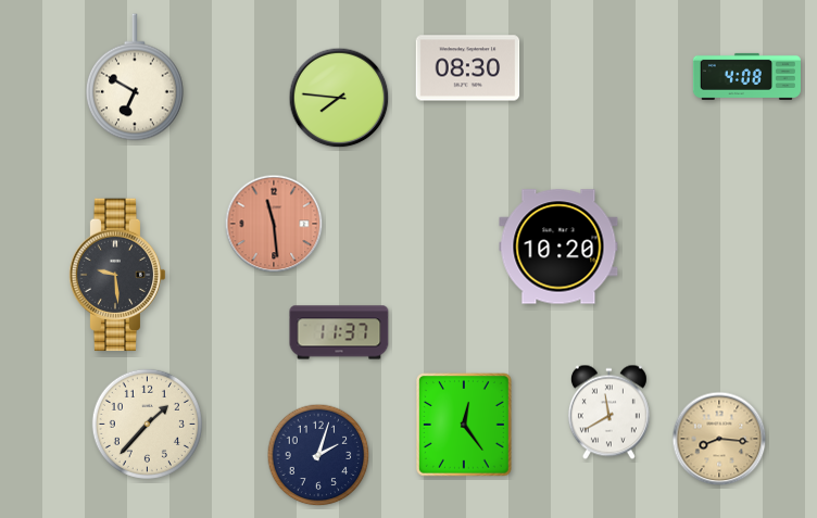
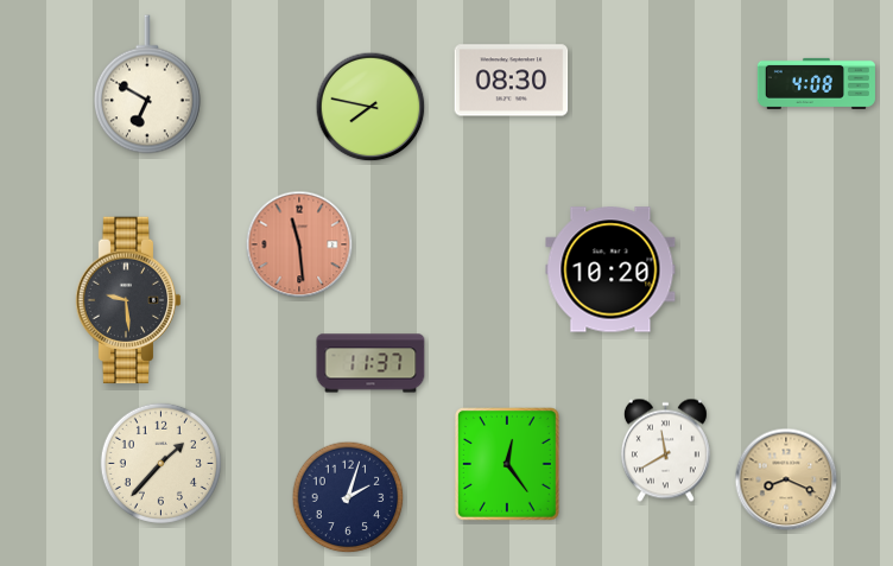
clock at (468, 68) position: (468, 68) -> (512, 81)
clock at (339, 98): 7:46 -> 7:47
clock at (719, 439): 8:16 -> 8:19
